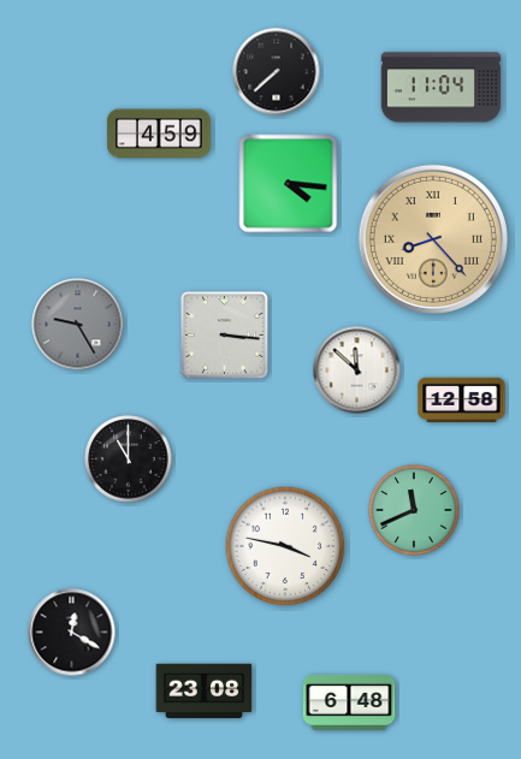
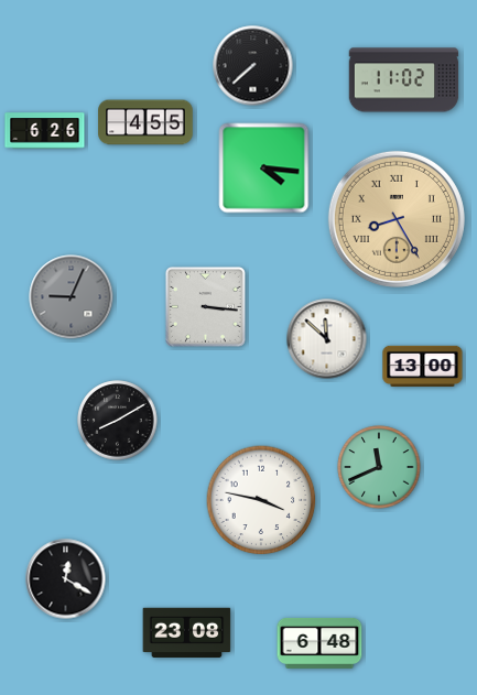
clock at (442, 88): 11:04 -> 11:02
clock at (159, 134): 4:59 -> 4:55
clock at (45, 131): none -> 6:26
clock at (433, 239): 8:23 -> 8:25
clock at (78, 325): 9:25 -> 9:04
clock at (462, 399): 12:58 -> 13:00
clock at (129, 459): 11:00 -> 8:10
